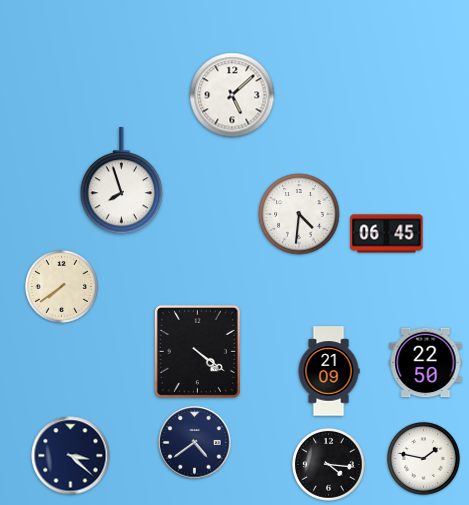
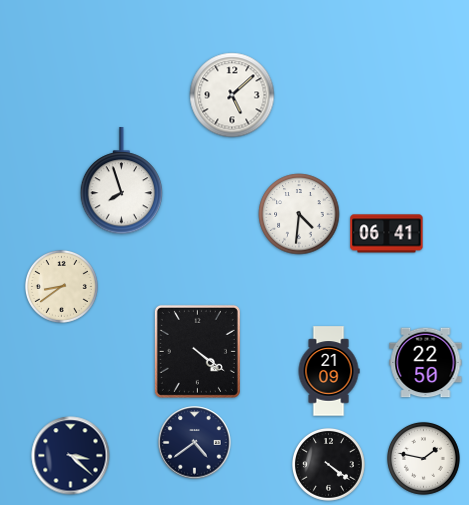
clock at (387, 234): 06:45 -> 06:41
clock at (62, 287): 7:39 -> 8:39
clock at (329, 465): 4:16 -> 4:21
